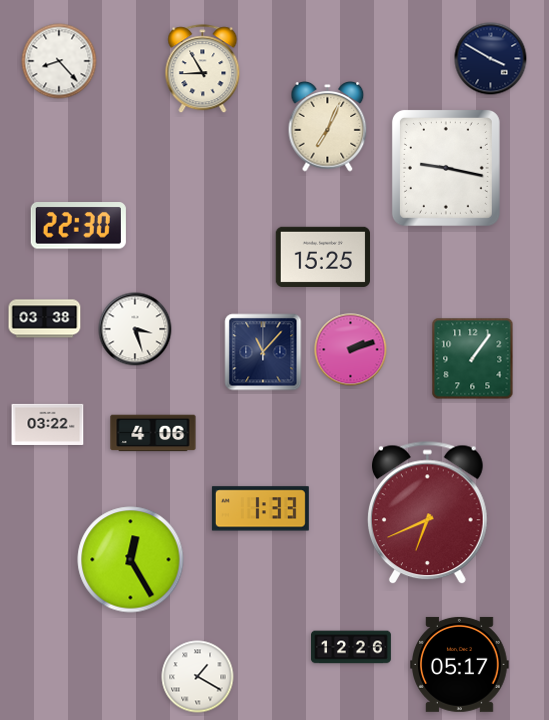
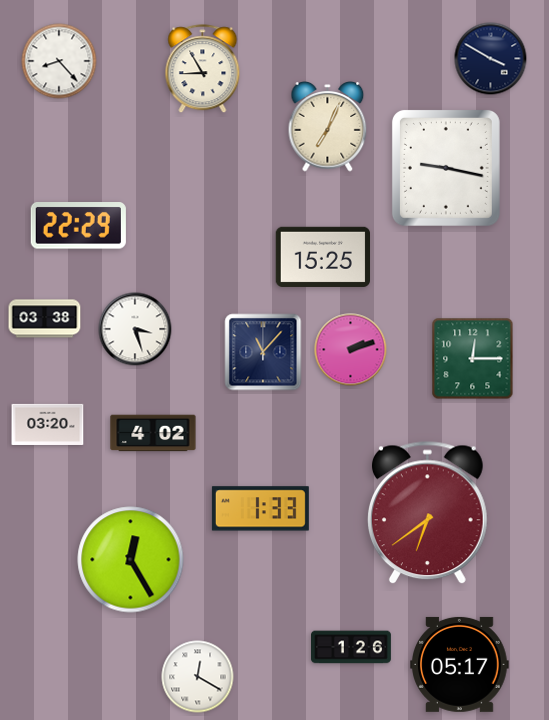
clock at (78, 226): 22:30 -> 22:29
clock at (473, 359): 1:06 -> 12:15
clock at (48, 424): 03:22 -> 03:20
clock at (153, 433): 4:06 -> 4:02
clock at (427, 513): 6:41 -> 6:39
clock at (352, 647): 12:26 -> 1:26
clock at (198, 677): 1:20 -> 12:20
